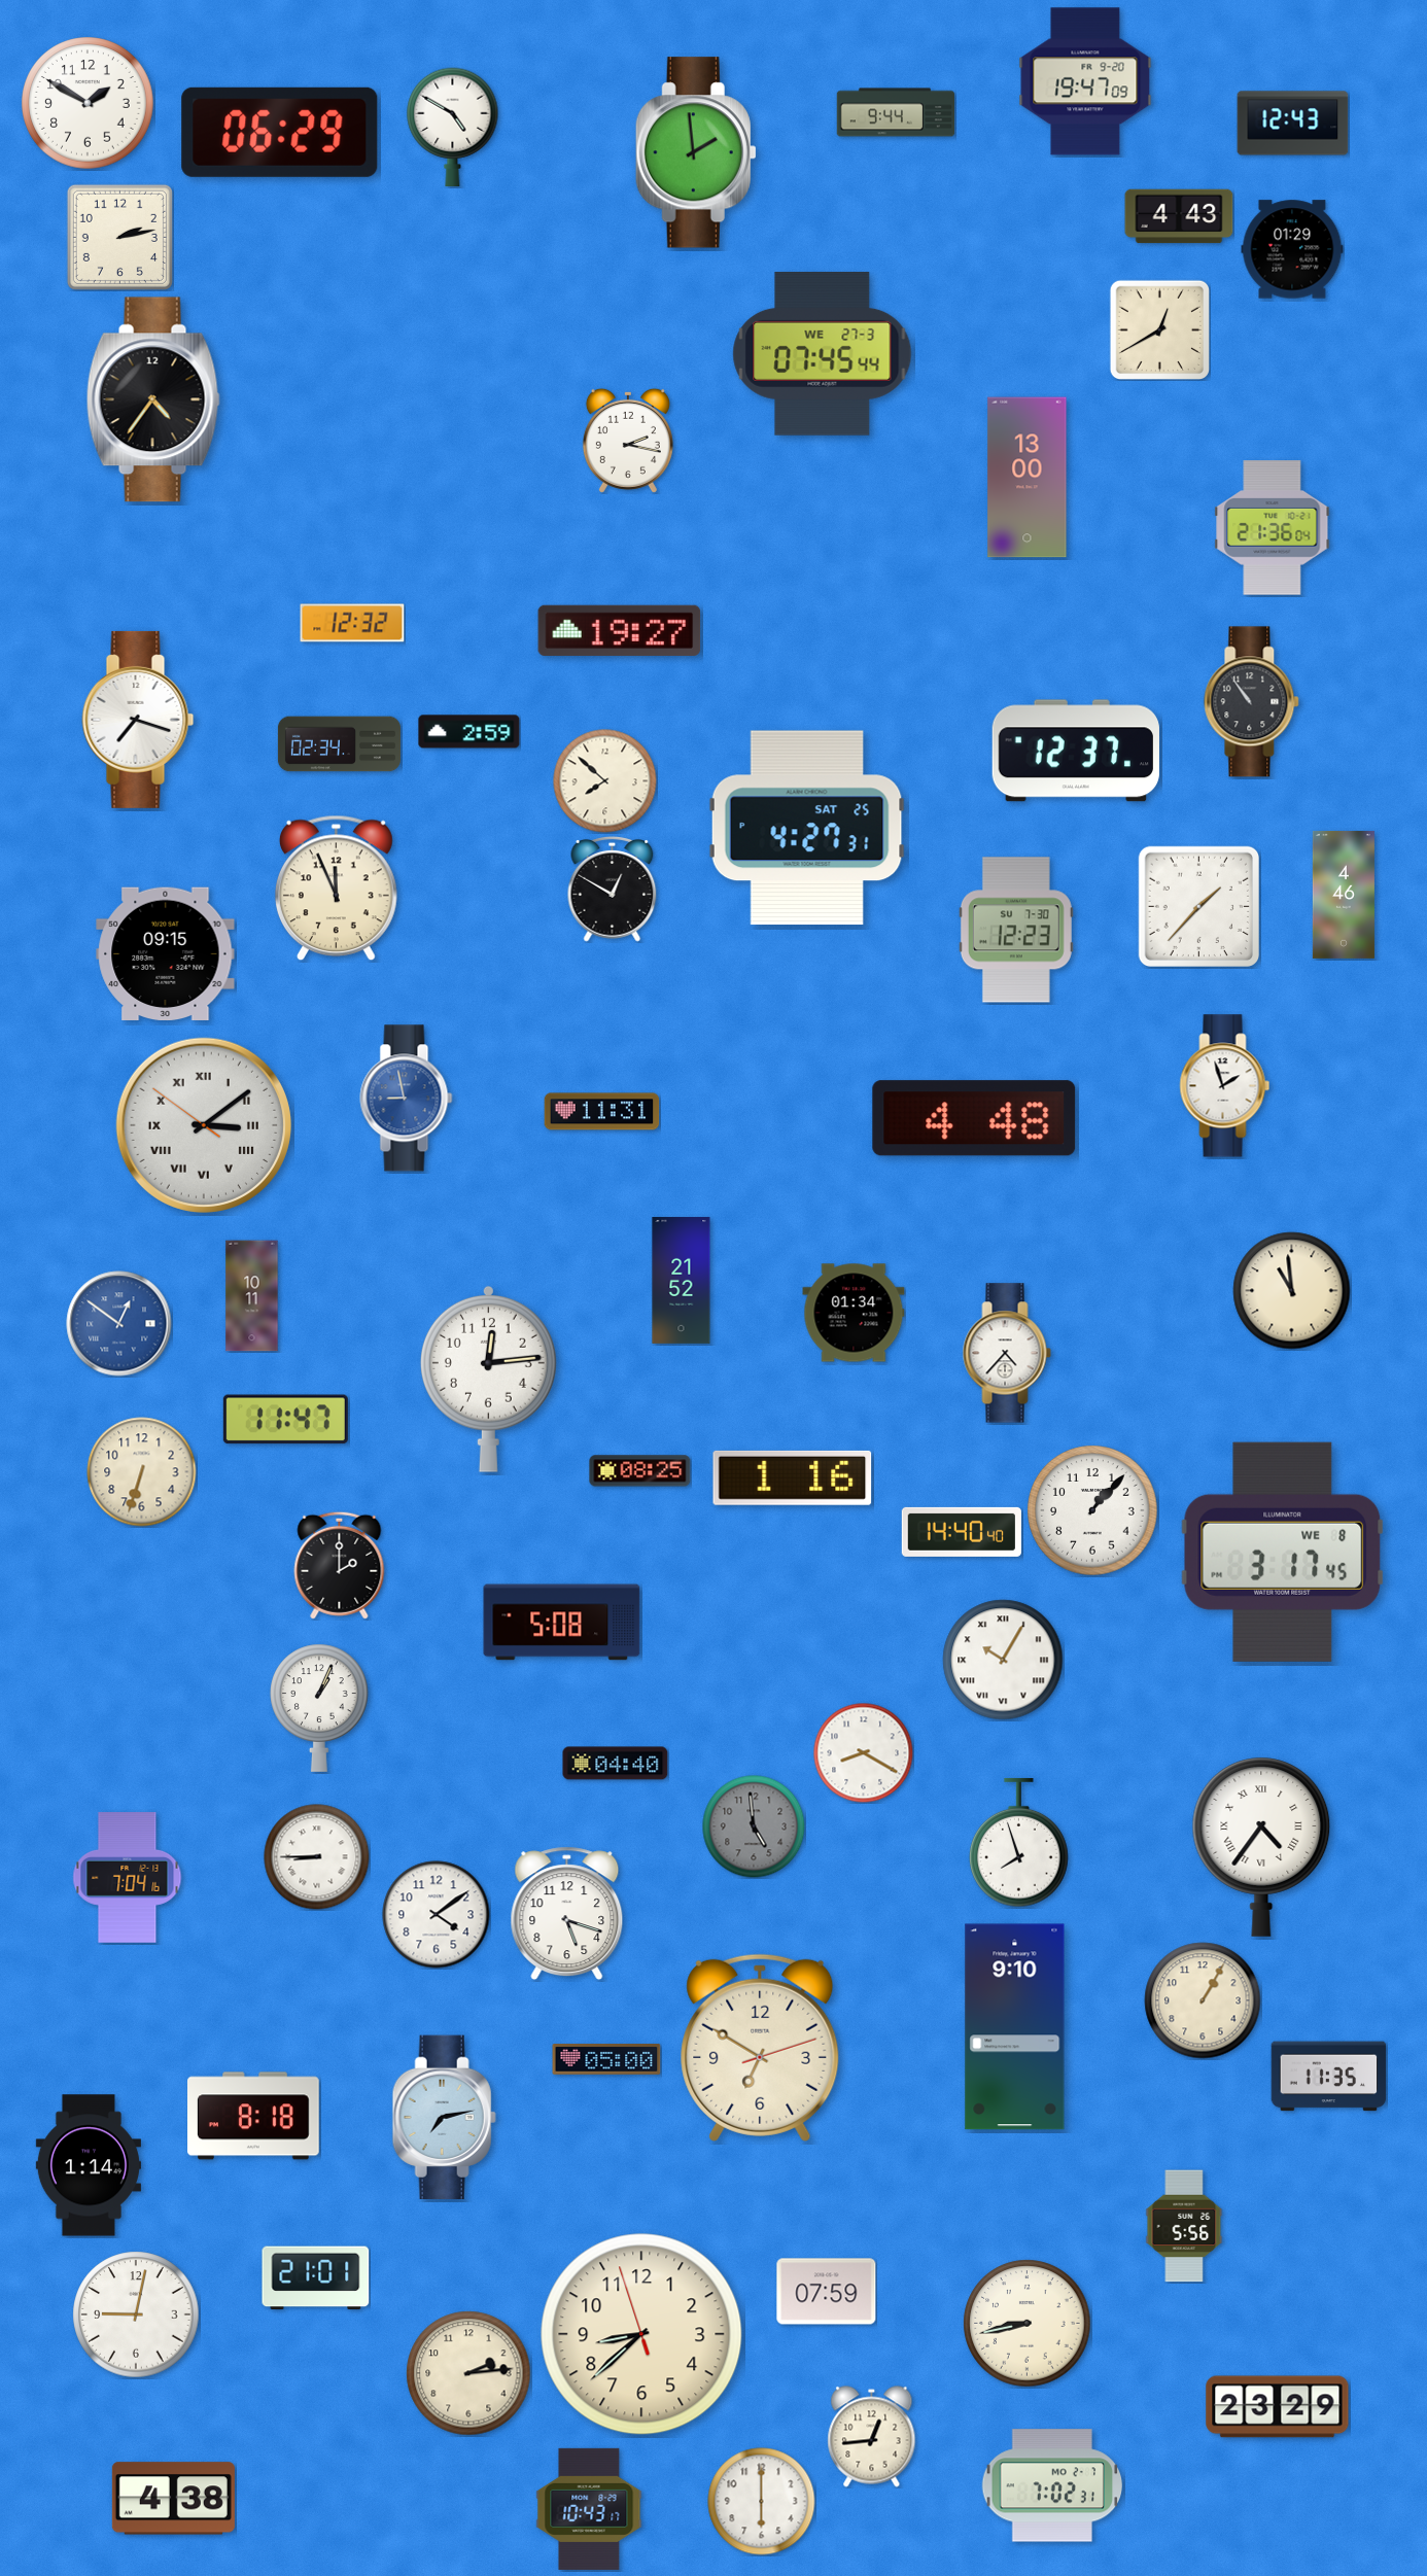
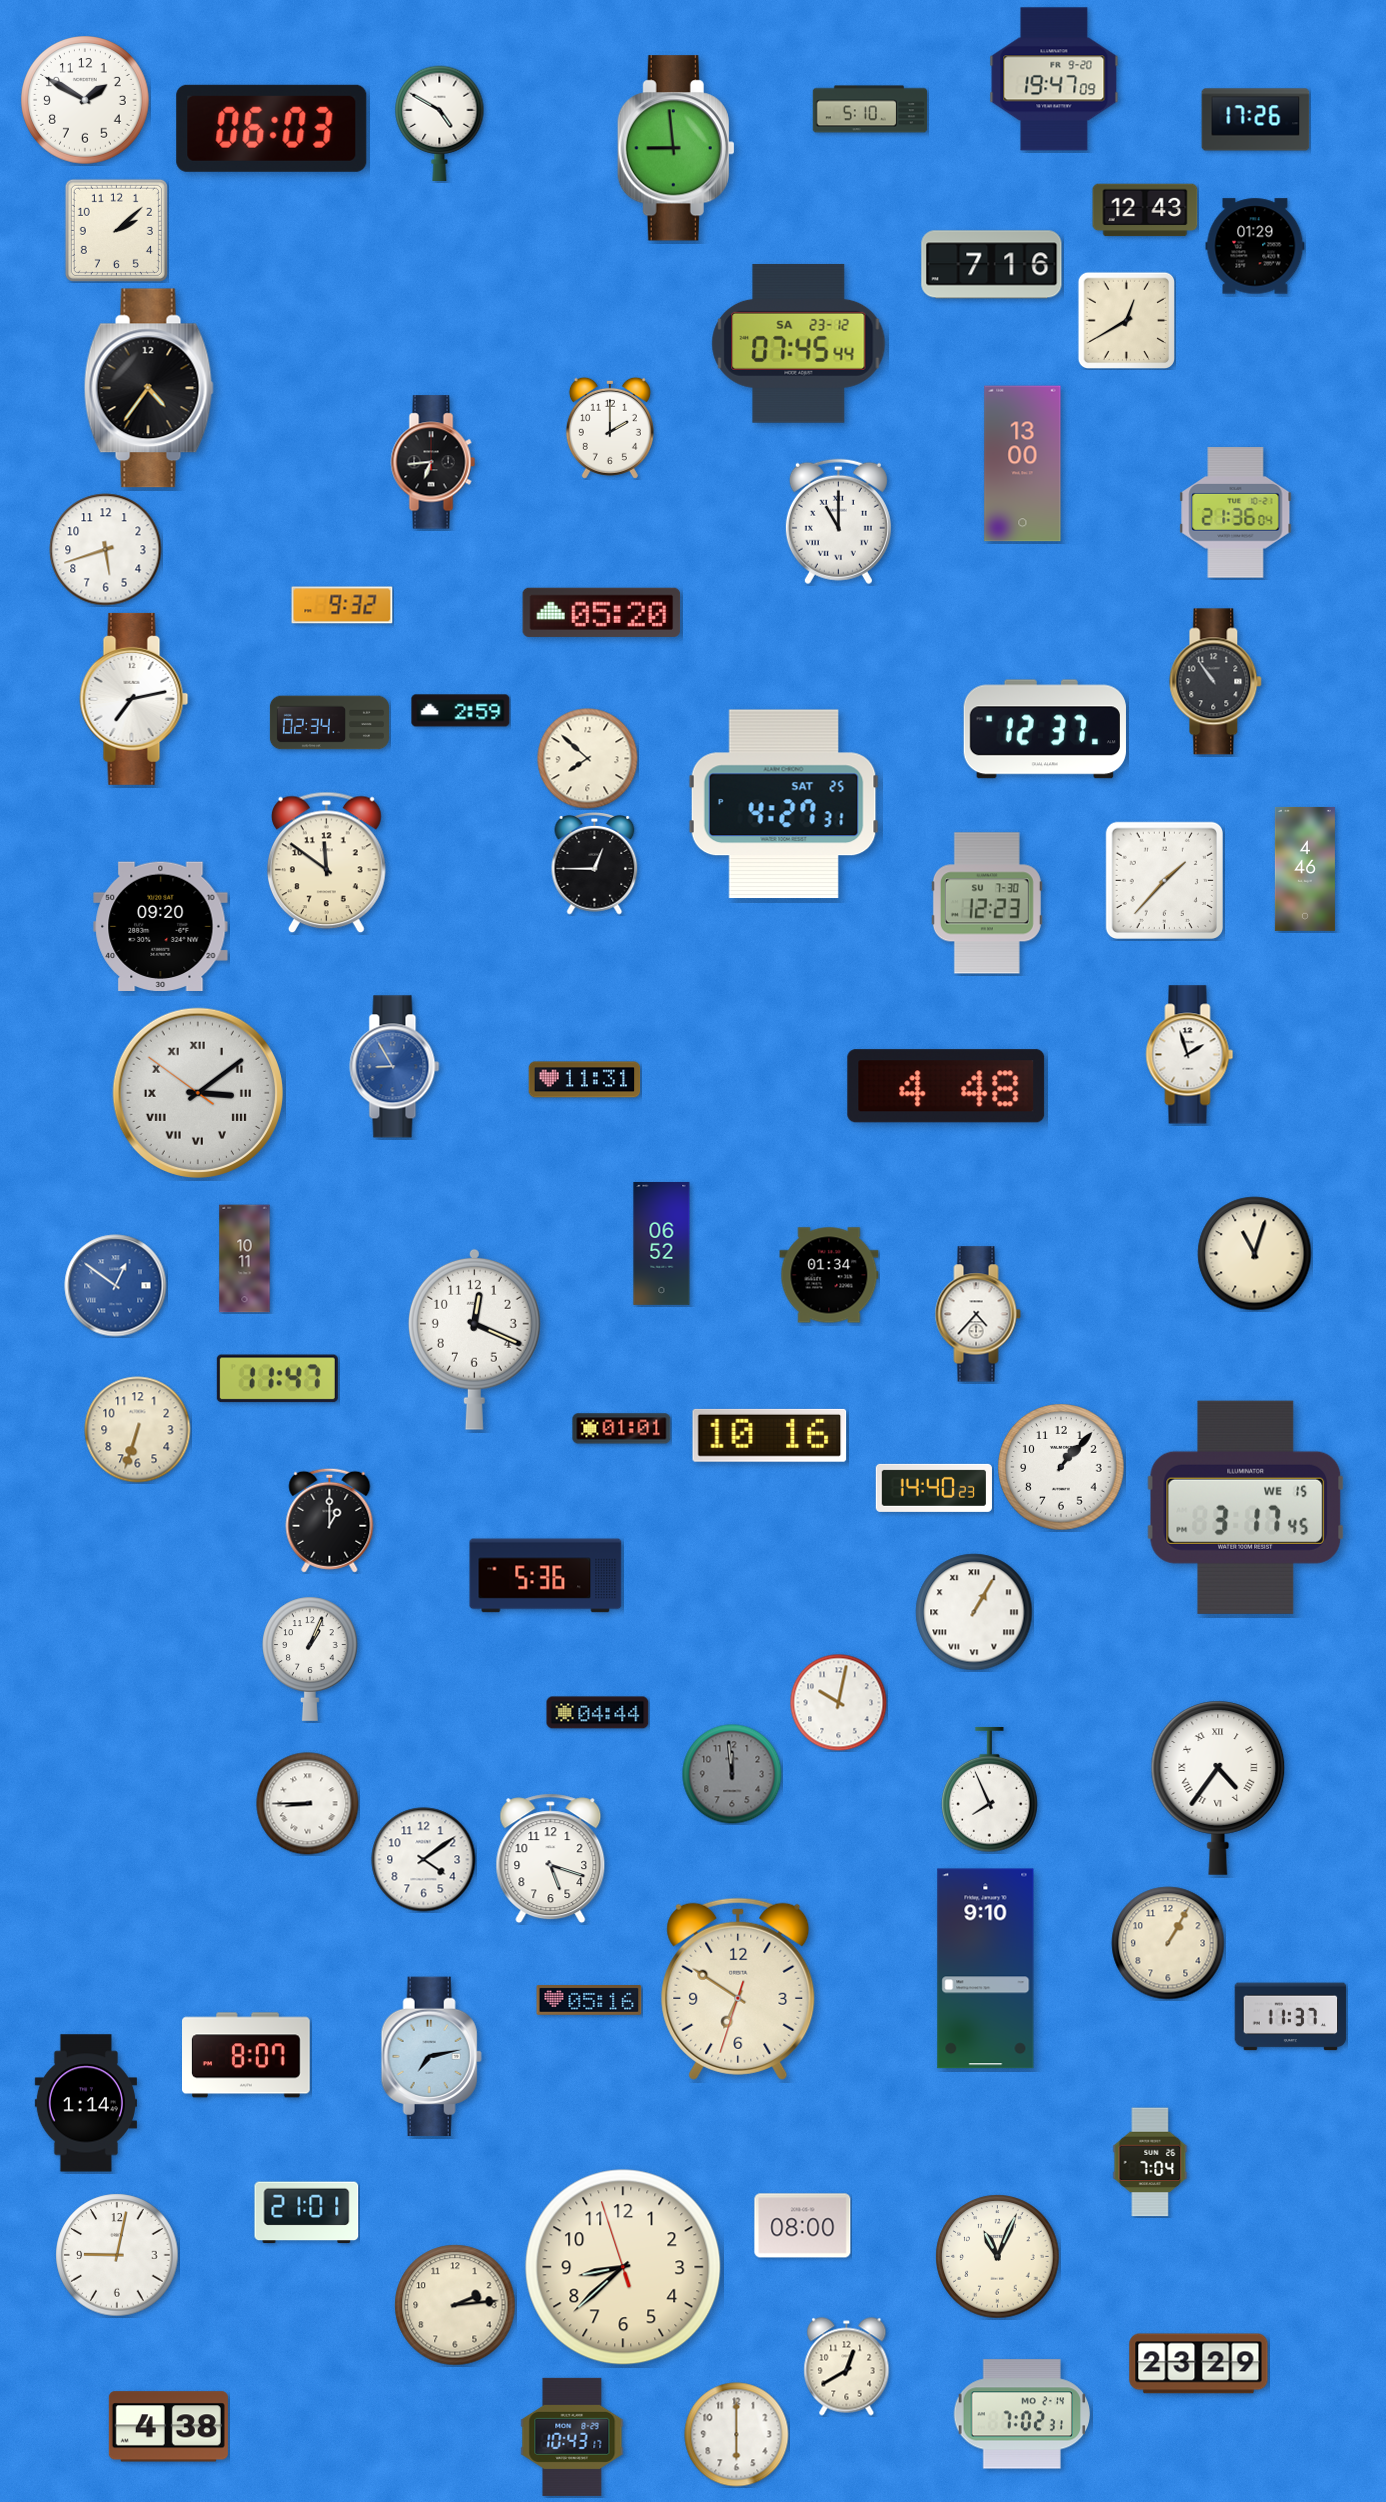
clock at (896, 112): 9:44 -> 5:10
clock at (1293, 124): 12:43 -> 17:26
clock at (280, 132): 06:29 -> 06:03
clock at (696, 152): 1:59 -> 8:59
clock at (1179, 216): 4:43 -> 12:43
clock at (119, 237): 2:13 -> 2:08
clock at (1292, 249) position: (1292, 249) -> (1255, 246)
clock at (992, 265): none -> 7:16
clock at (823, 353) date: WE 27-3 -> SA 23-12
clock at (628, 441): 2:17 -> 2:00
clock at (433, 462): none -> 6:44
clock at (1028, 478) position: (1028, 478) -> (1023, 464)
clock at (838, 522): none -> 11:00
clock at (106, 550): none -> 5:42
clock at (352, 623): 12:32 -> 9:32
clock at (620, 630): 19:27 -> 05:20
clock at (138, 720): 7:18 -> 7:13
clock at (469, 732) position: (469, 732) -> (461, 711)
clock at (336, 889): 11:56 -> 11:51
clock at (613, 890): 12:50 -> 12:45
clock at (166, 953): 09:15 -> 09:20
clock at (407, 1099): 8:58 -> 8:55
clock at (682, 1280): 21:52 -> 06:52
clock at (1292, 1291): 10:59 -> 11:03
clock at (488, 1379): 12:14 -> 12:19
clock at (640, 1471): 08:25 -> 01:01
clock at (793, 1477): 1:16 -> 10:16
clock at (962, 1532): 14:40:40 -> 14:40:23
clock at (1283, 1552) date: WE 8 -> WE 15
clock at (340, 1565): 2:00 -> 1:00
clock at (562, 1623): 5:08 -> 5:36
clock at (1003, 1660): 10:05 -> 1:05
clock at (863, 1752): 8:20 -> 10:02
clock at (616, 1764): 04:40 -> 04:44
clock at (754, 1826): 4:59 -> 11:59
clock at (1019, 1843): 7:57 -> 7:56
clock at (1261, 1847) position: (1261, 1847) -> (1218, 1788)
clock at (128, 1878): 7:04 -> none
clock at (760, 2048): 6:50:12 -> 6:50:33
clock at (606, 2060): 05:00 -> 05:16
clock at (1329, 2077): 11:35 -> 11:37
clock at (254, 2116): 8:18 -> 8:07
clock at (1184, 2226): 5:56 -> 7:04
clock at (827, 2292): 07:59 -> 08:00
clock at (136, 2314) position: (136, 2314) -> (117, 2255)
clock at (1028, 2324): 8:43 -> 11:04
clock at (1278, 2407) position: (1278, 2407) -> (1199, 2364)
clock at (872, 2437): 12:44 -> 12:40
clock at (1052, 2485) date: MO 2-7 -> MO 2-14
clock at (762, 2502) position: (762, 2502) -> (737, 2435)
